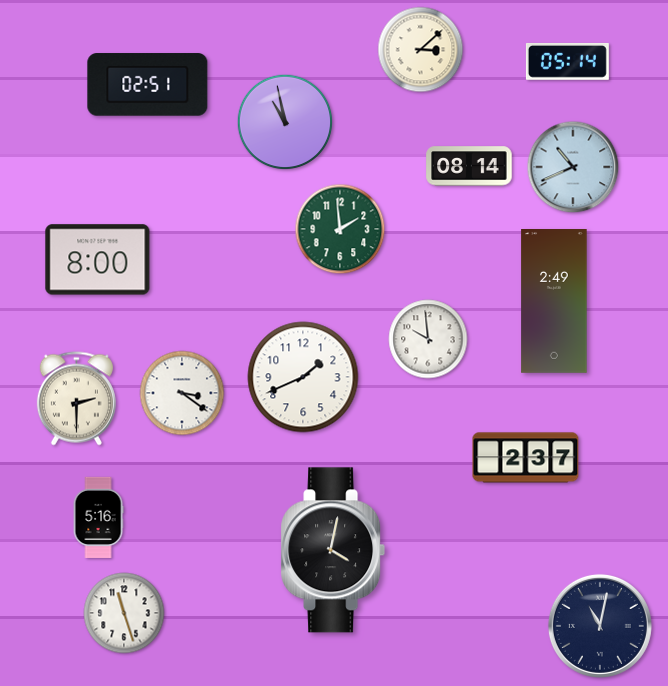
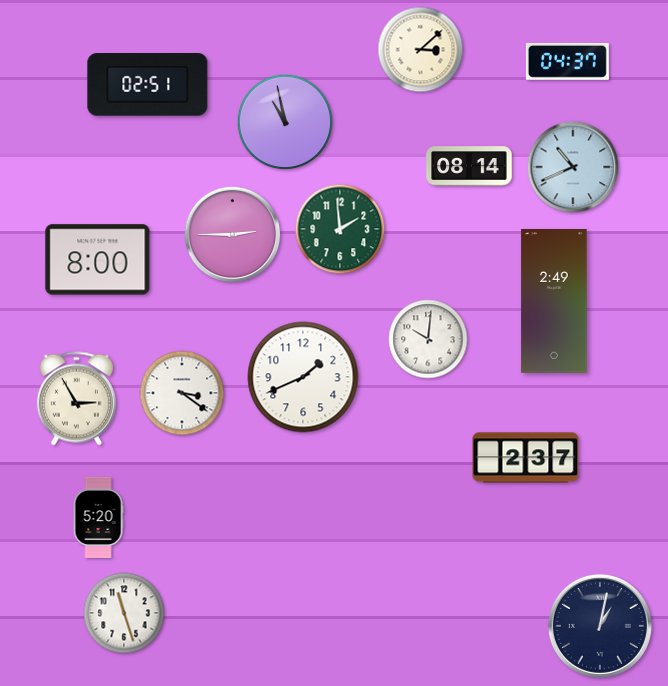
clock at (567, 61): 05:14 -> 04:37
clock at (233, 235): none -> 2:45
clock at (428, 339): 9:59 -> 10:01
clock at (76, 399): 2:30 -> 2:55
clock at (98, 517): 5:16 -> 5:20
clock at (333, 550): 4:02 -> none
clock at (600, 626): 11:02 -> 1:02
